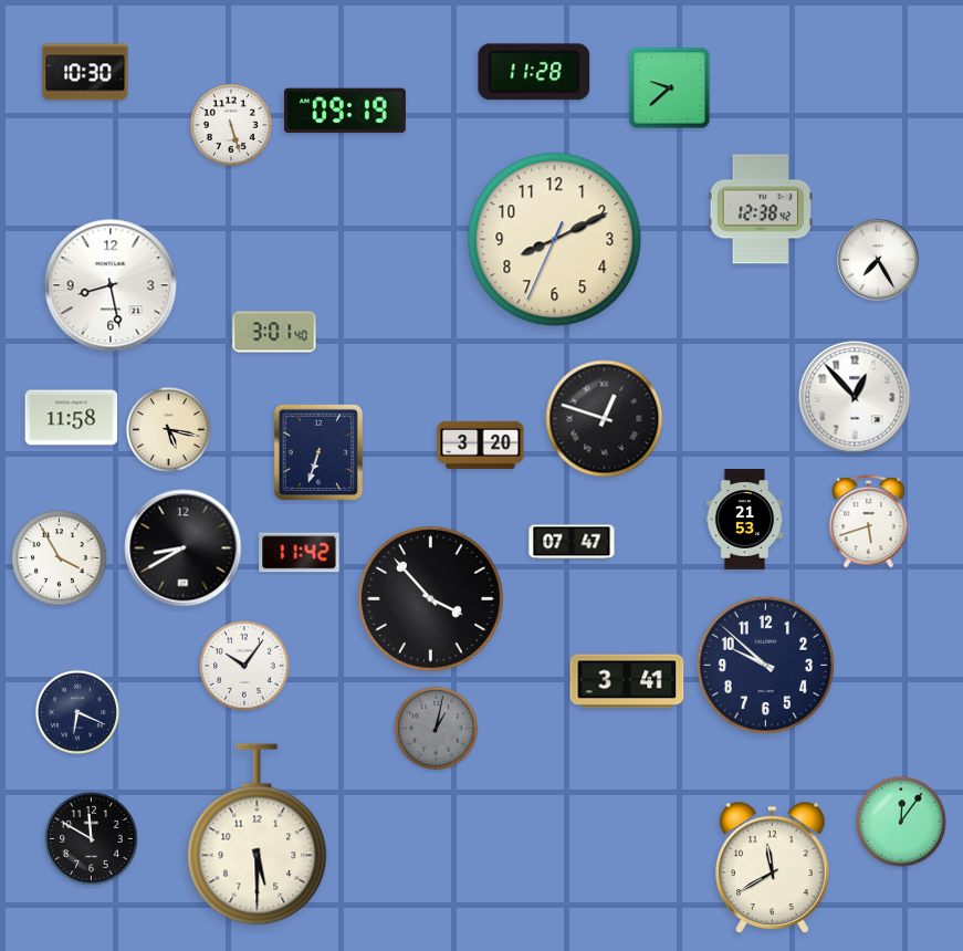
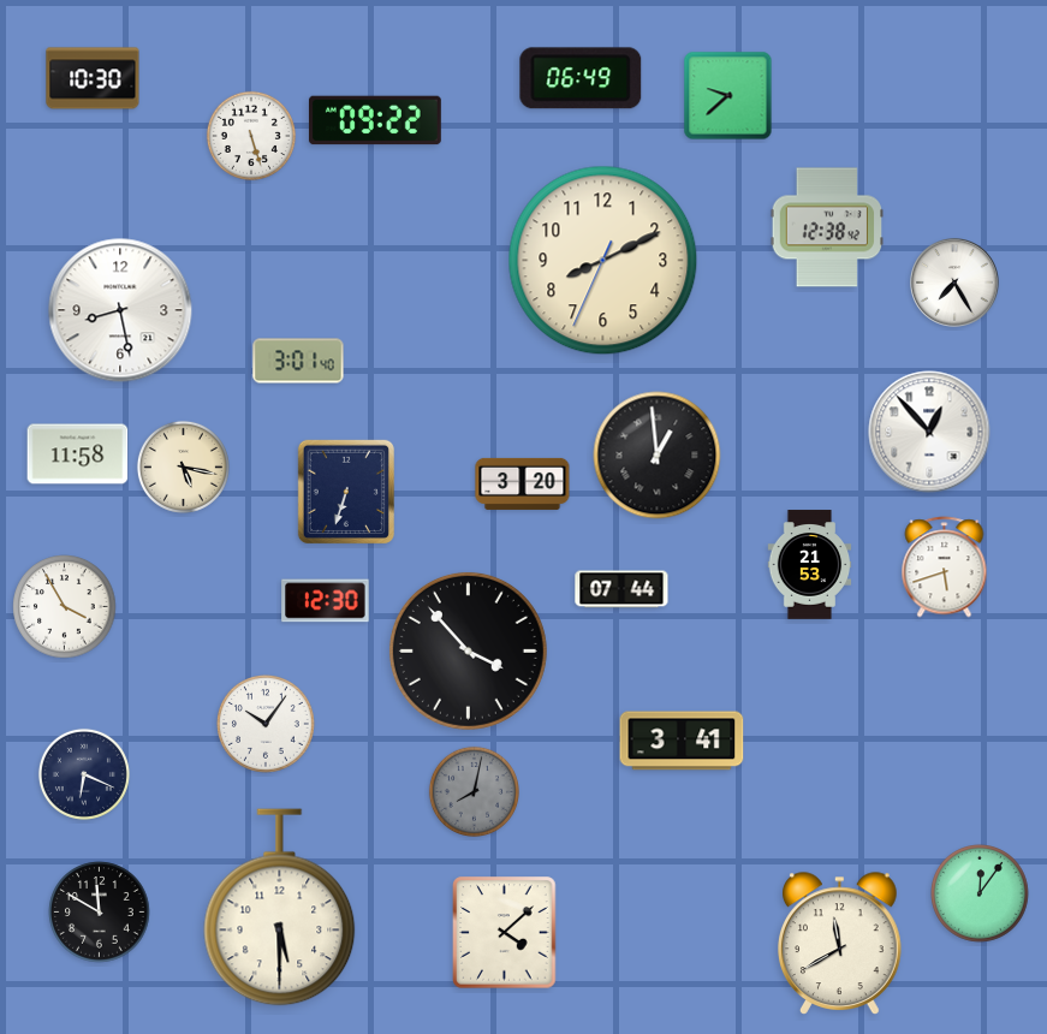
clock at (534, 72): 11:28 -> 06:49
clock at (345, 111): 09:19 -> 09:22
clock at (605, 419): 12:48 -> 12:59
clock at (572, 542): 07:47 -> 07:44
clock at (184, 548): 8:40 -> none
clock at (300, 553): 11:42 -> 12:30
clock at (765, 665): 9:52 -> none
clock at (436, 728): 1:02 -> 8:02
clock at (505, 933): none -> 4:08
